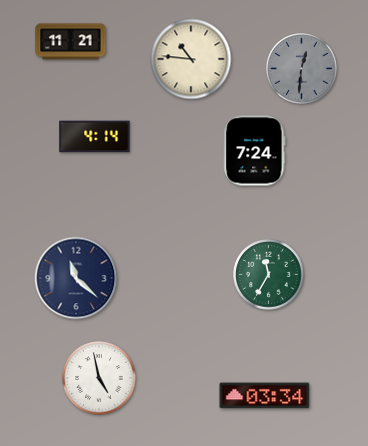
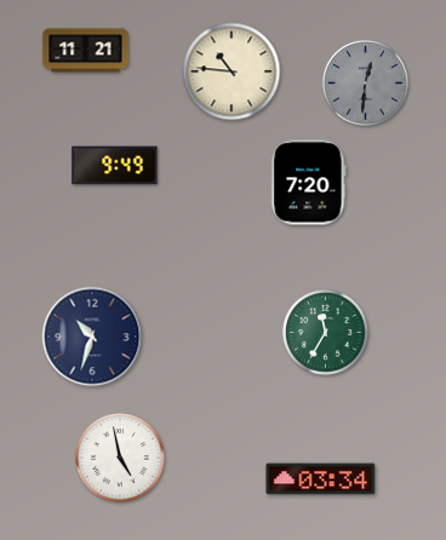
clock at (95, 137): 4:14 -> 9:49
clock at (255, 151): 7:24 -> 7:20
clock at (76, 278): 11:22 -> 10:33
